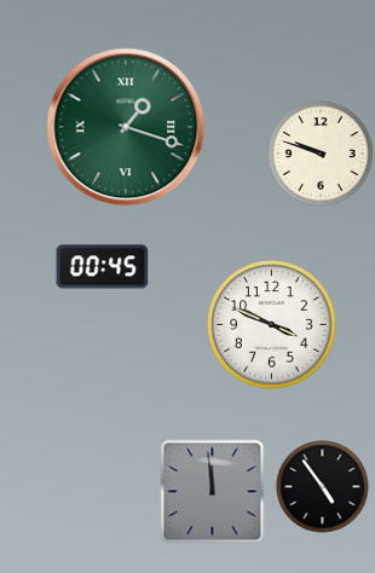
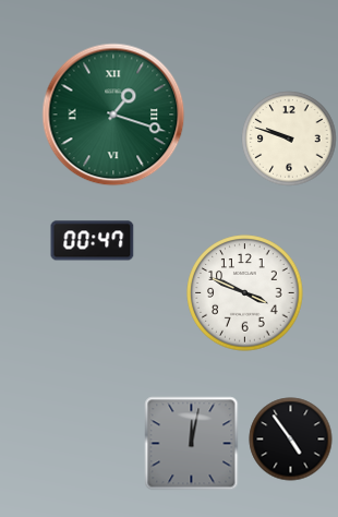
clock at (103, 267): 00:45 -> 00:47
clock at (213, 492): 11:59 -> 12:02
